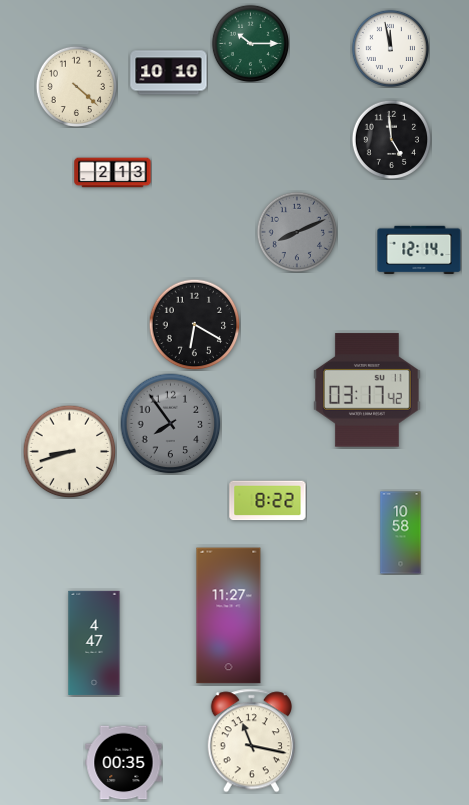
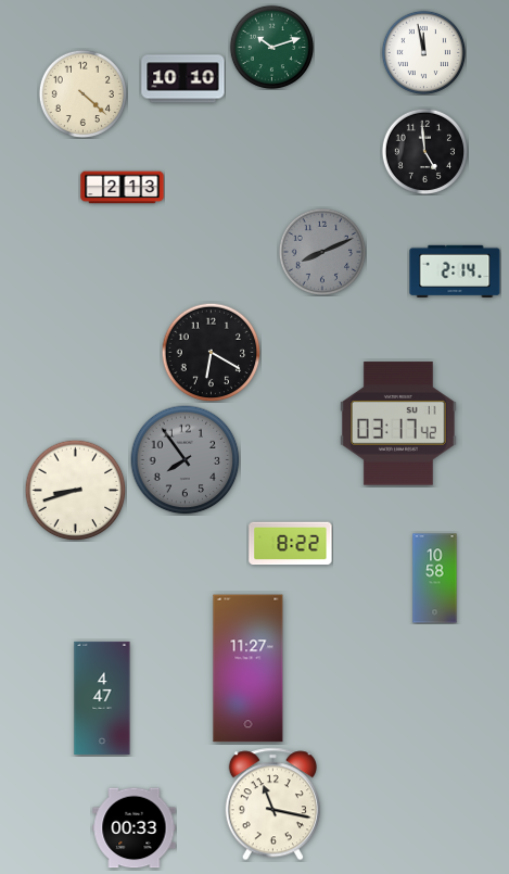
clock at (250, 43): 10:15 -> 10:12
clock at (419, 250): 12:14 -> 2:14
clock at (124, 763): 00:35 -> 00:33
